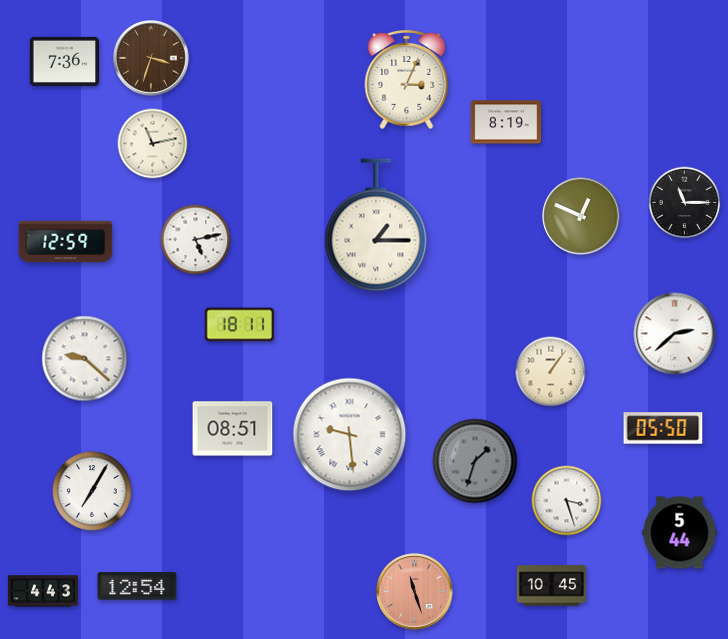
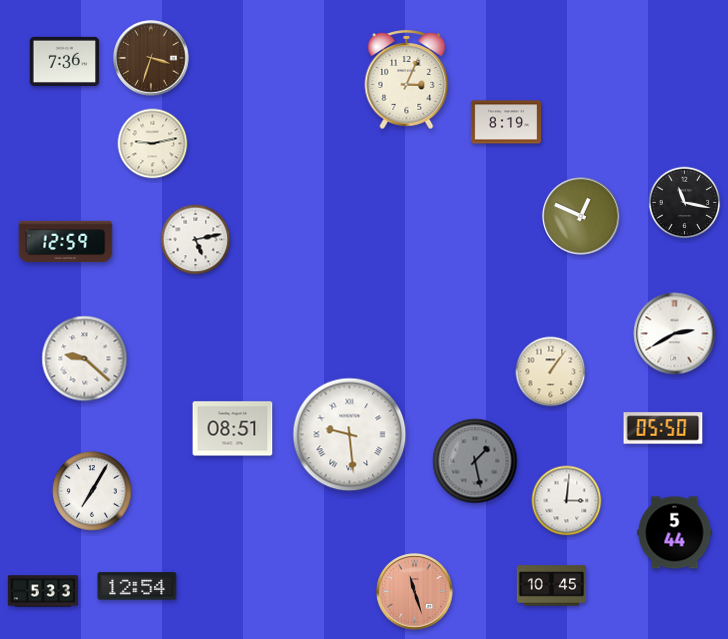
clock at (153, 144): 11:13 -> 9:13
clock at (685, 203): 11:15 -> 11:17
clock at (376, 225): 1:15 -> none
clock at (240, 325): 18:11 -> none
clock at (675, 334): 2:38 -> 2:40
clock at (475, 461): 1:33 -> 1:28
clock at (567, 501): 3:27 -> 3:01
clock at (680, 533) position: (680, 533) -> (675, 533)
clock at (42, 591): 4:43 -> 5:33
